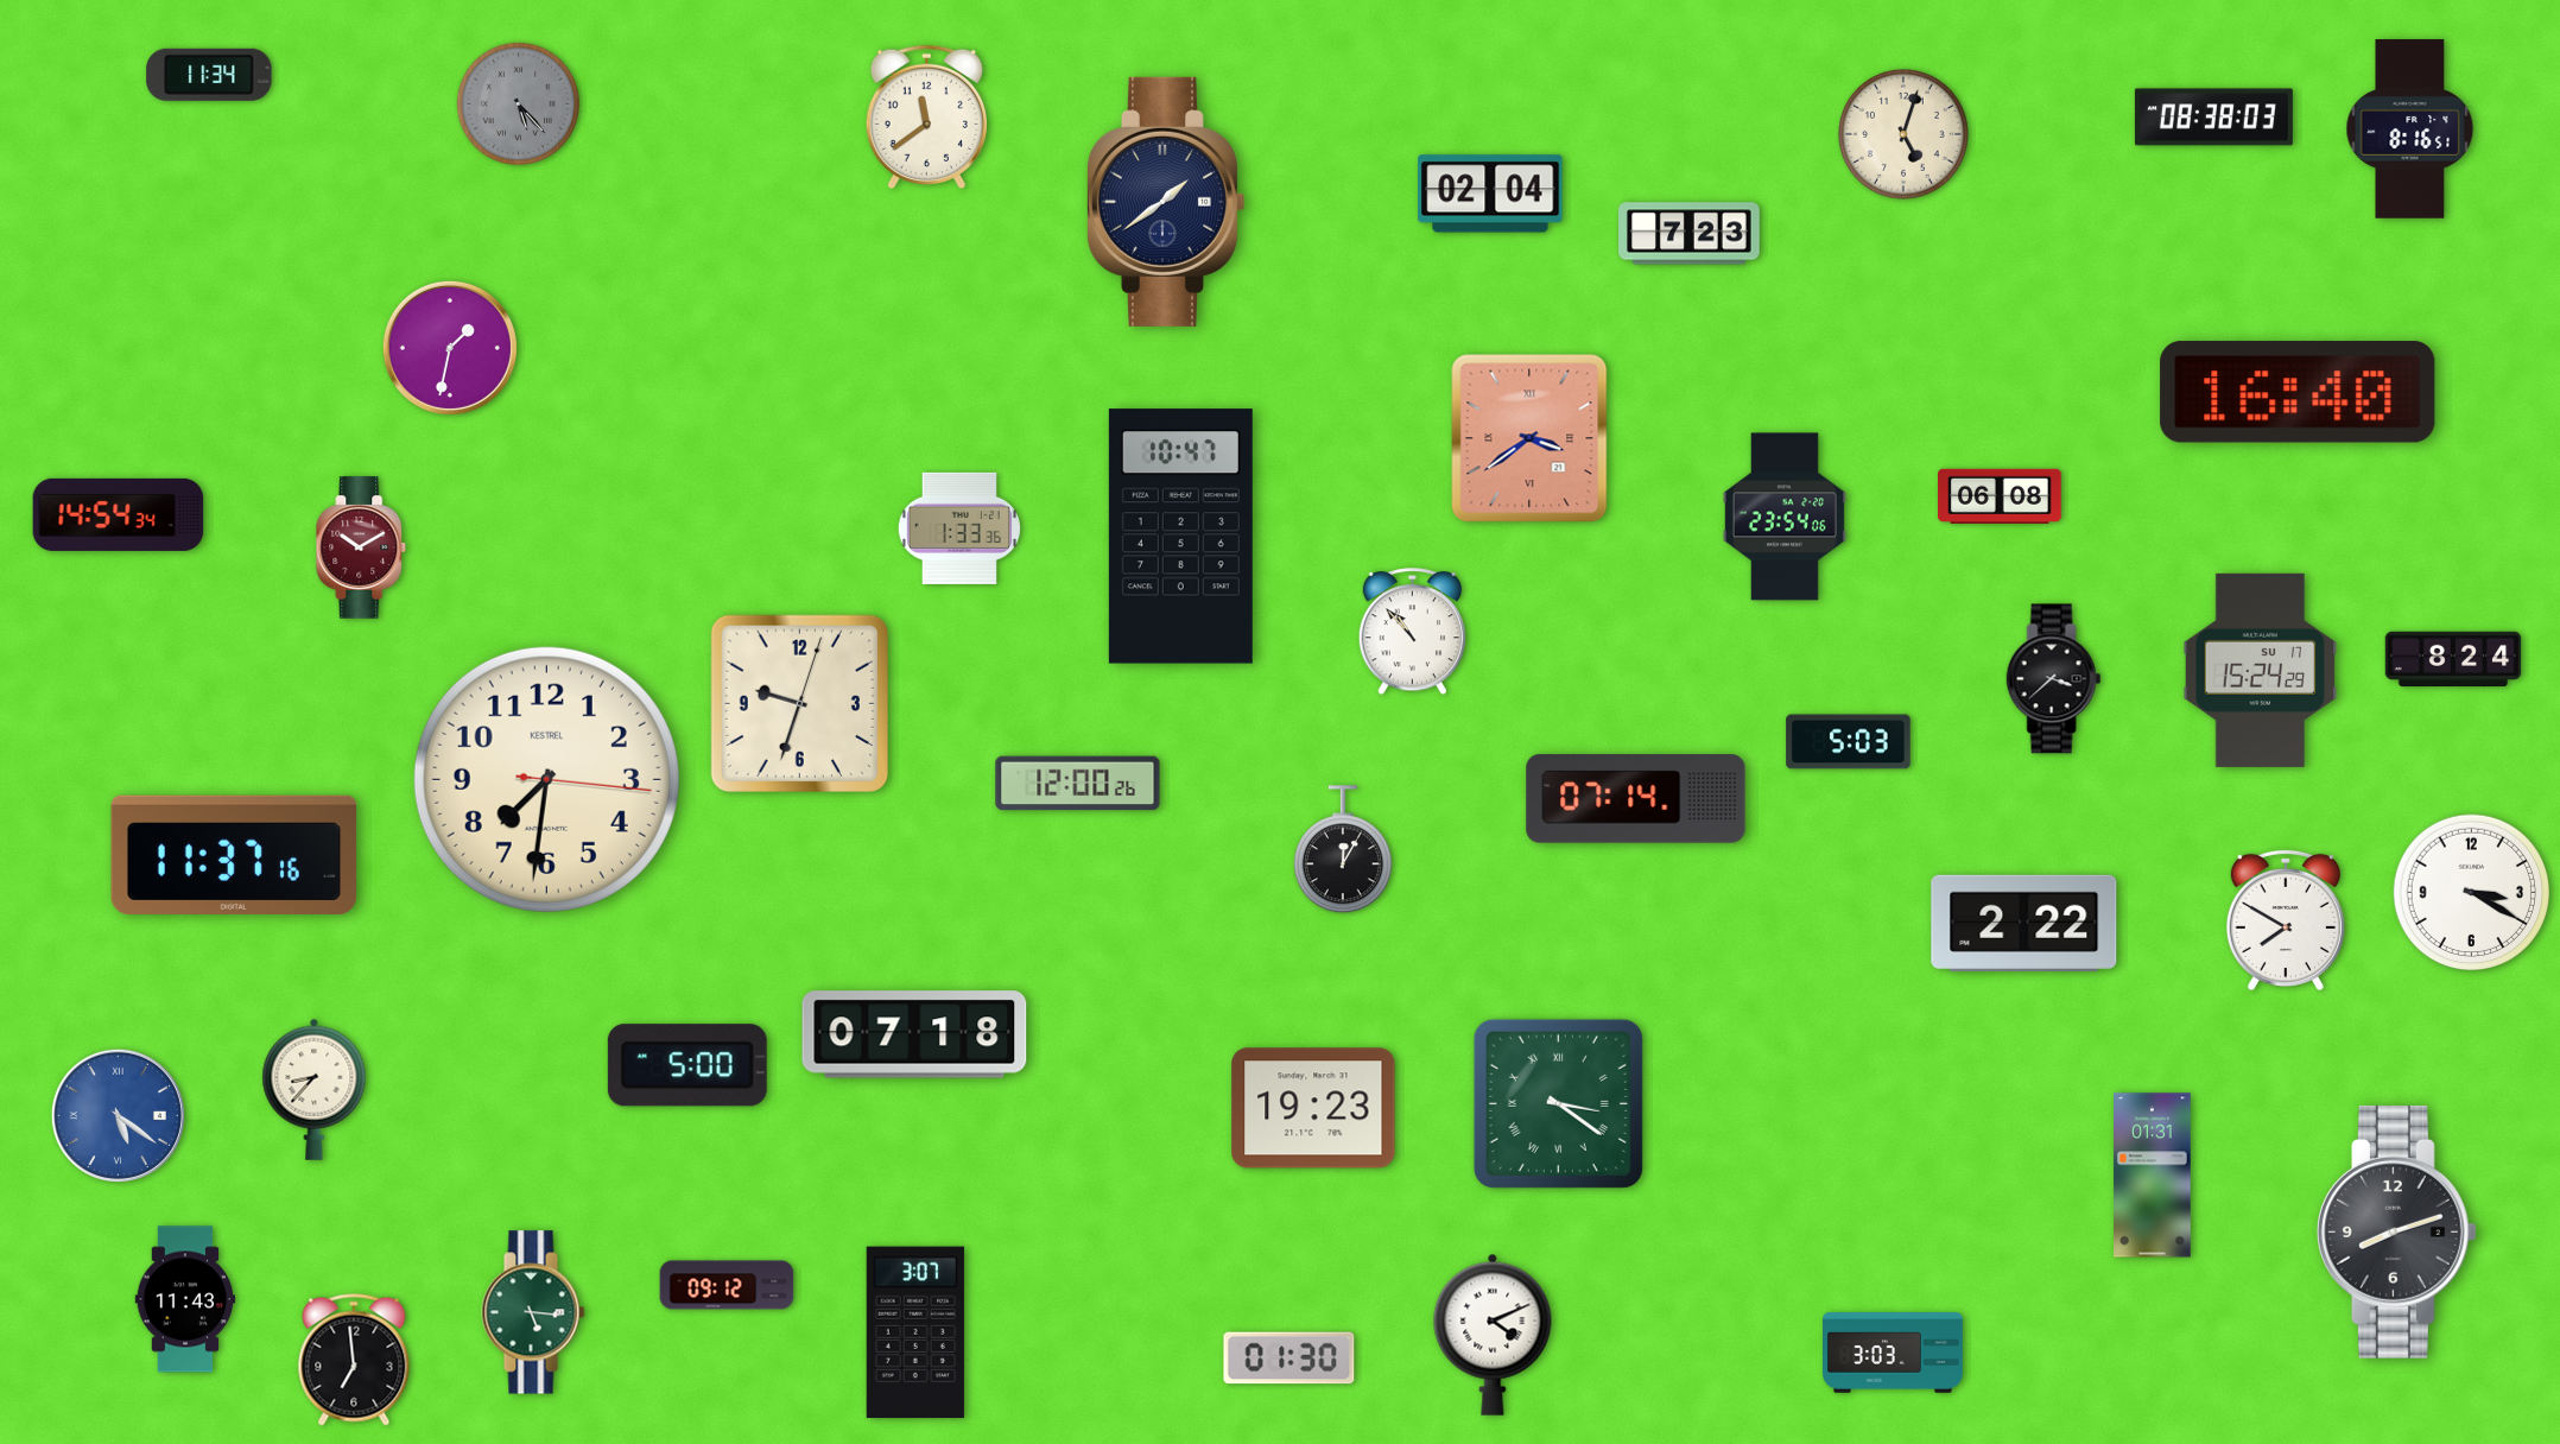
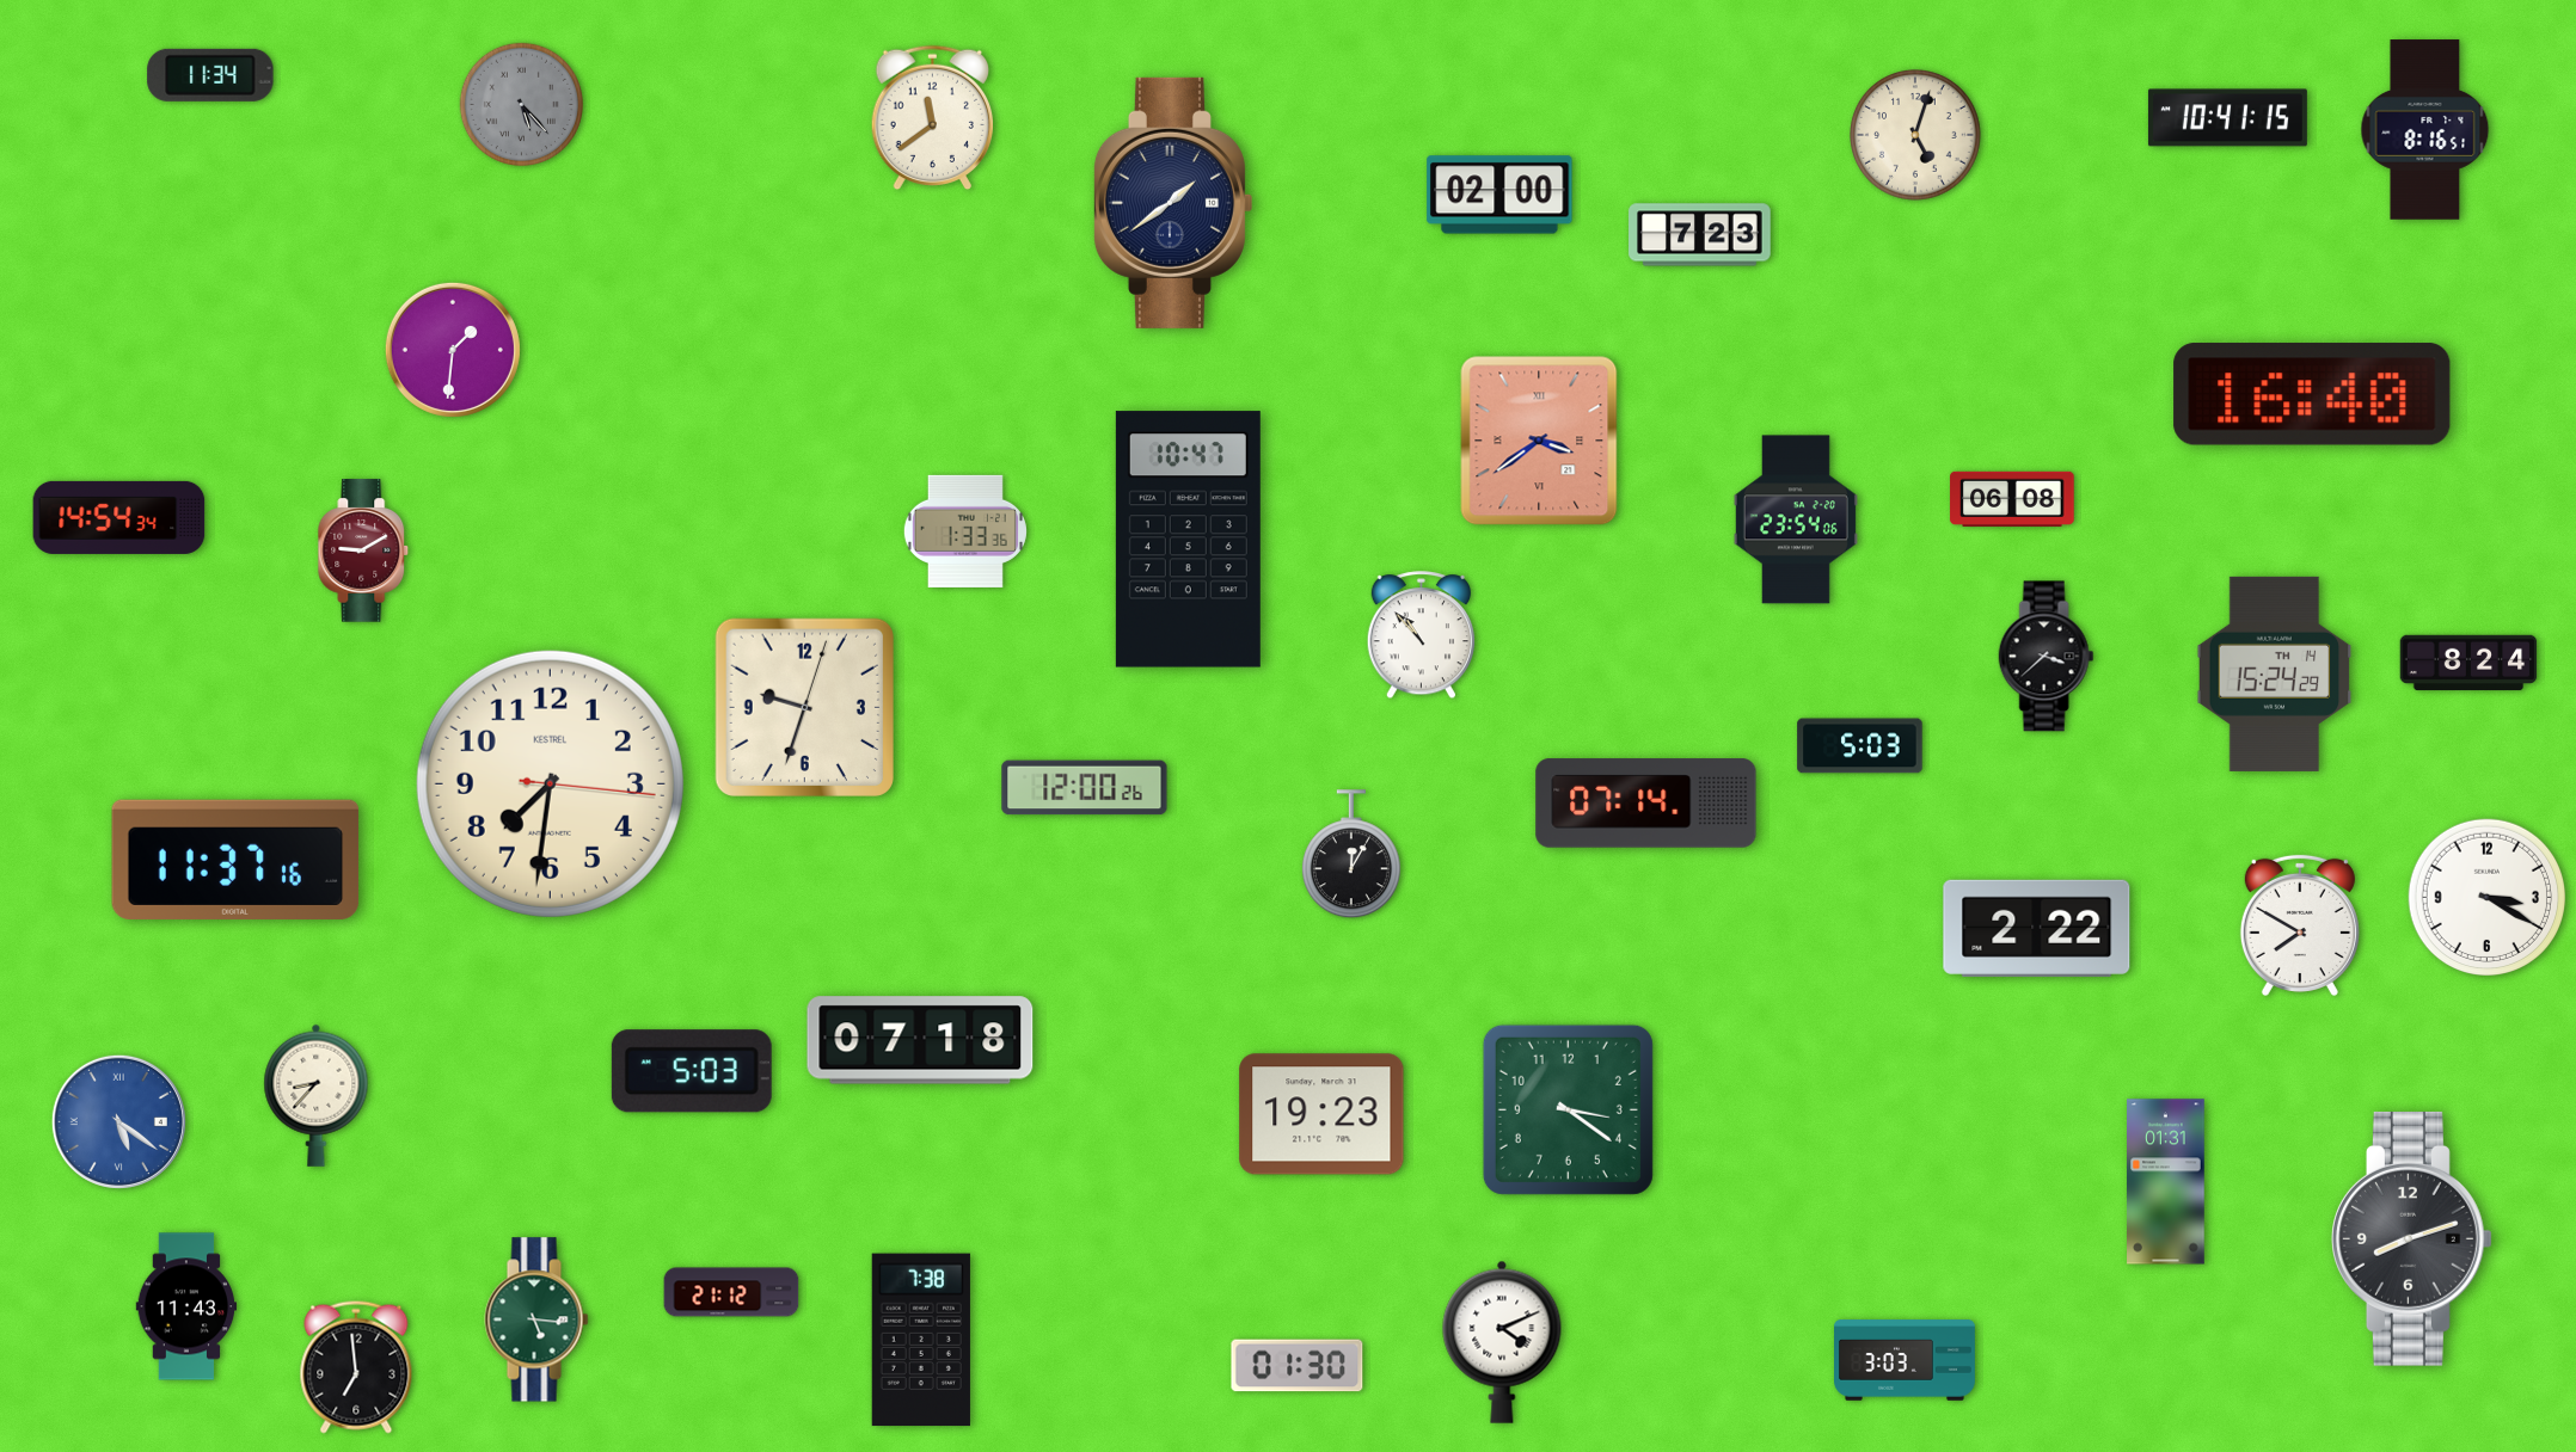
clock at (2213, 118): 08:38 -> 10:41
clock at (1490, 194): 02:04 -> 02:00
clock at (450, 348): 1:32 -> 1:31
clock at (361, 547): 10:10 -> 9:10
clock at (2261, 670) date: SU 17 -> TH 14
clock at (2054, 679) position: (2054, 679) -> (2047, 657)
clock at (687, 1065): 5:00 -> 5:03
clock at (1558, 1103) numerals: Roman -> Arabic
clock at (727, 1285): 09:12 -> 21:12
clock at (915, 1332): 3:07 -> 7:38
